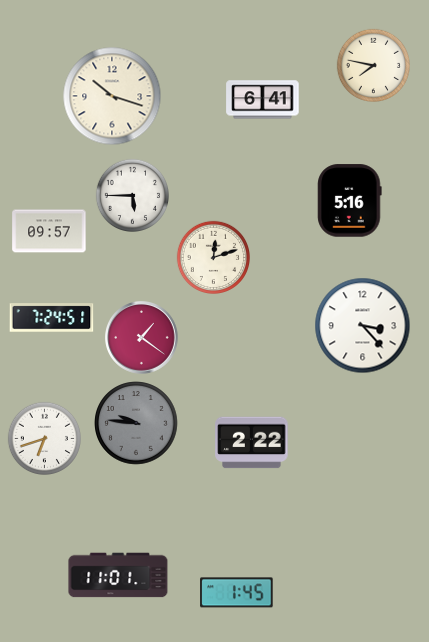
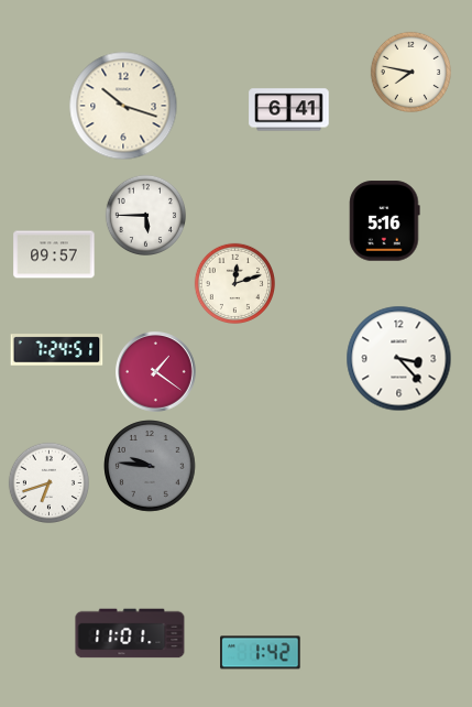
clock at (252, 443): 2:22 -> none
clock at (237, 593): 1:45 -> 1:42
